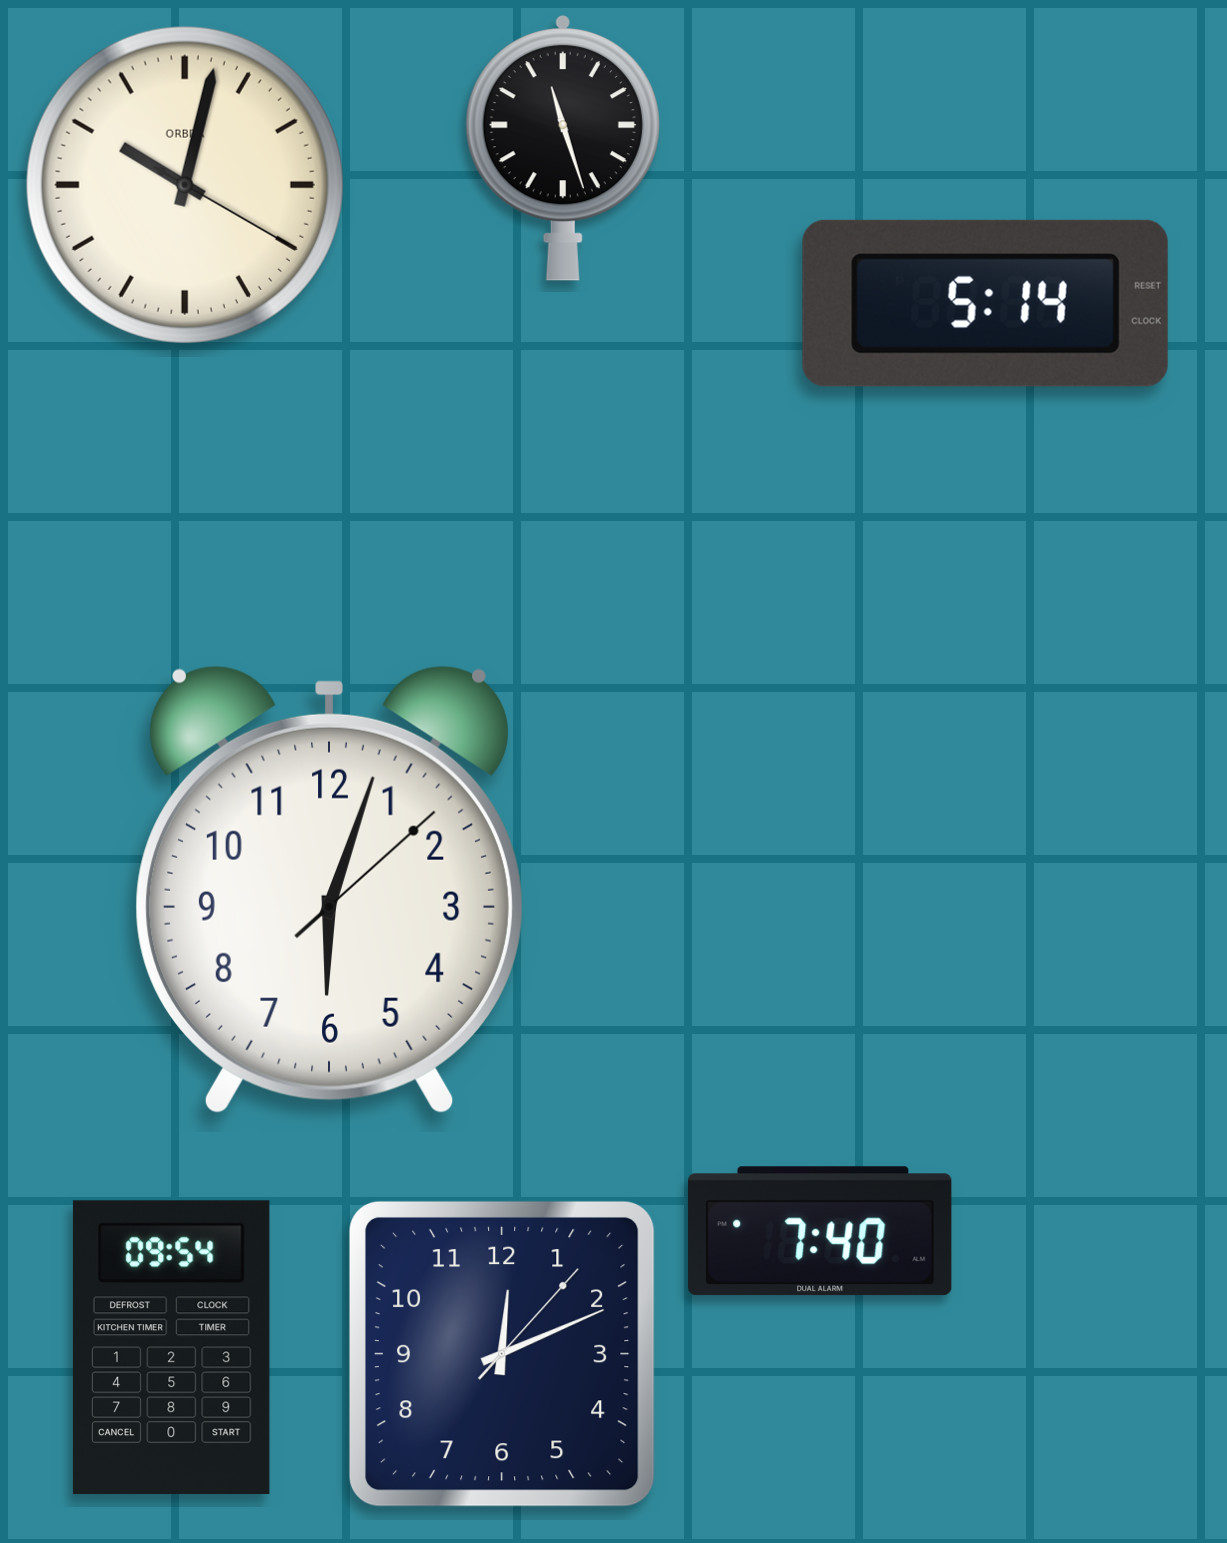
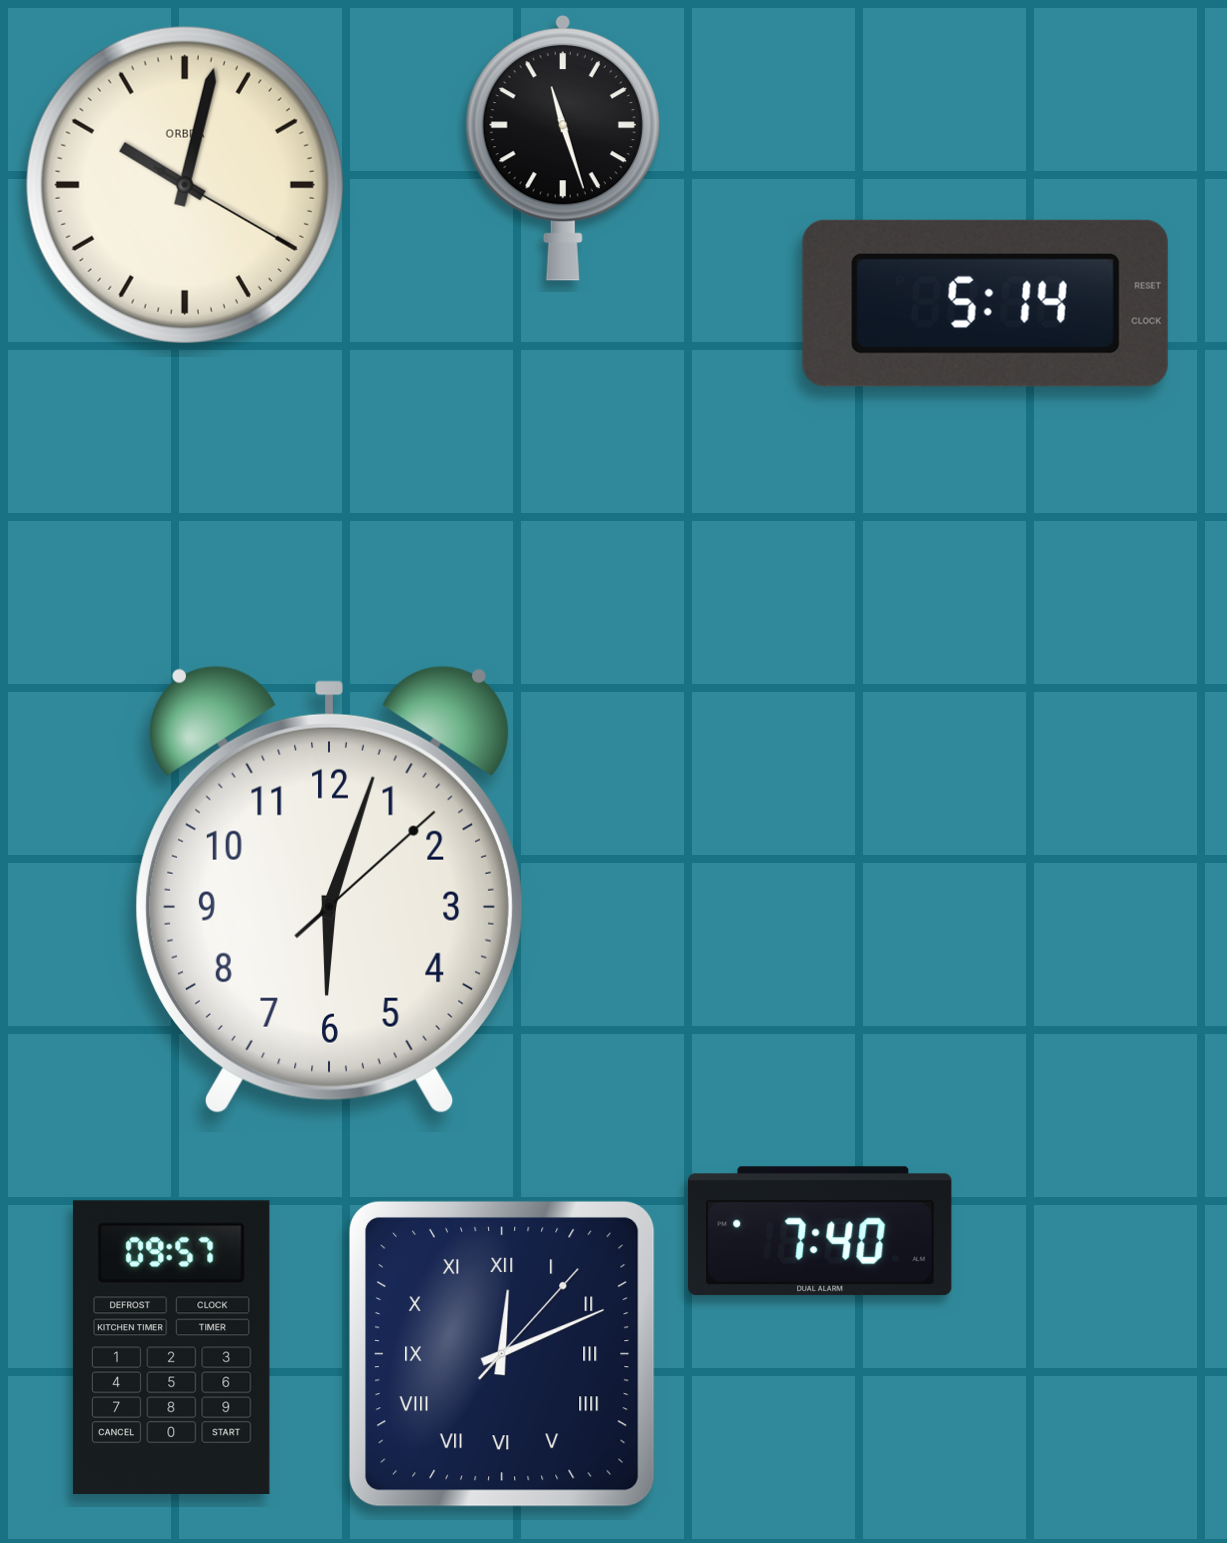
clock at (171, 1347): 09:54 -> 09:57
clock at (502, 1354) numerals: Arabic -> Roman
